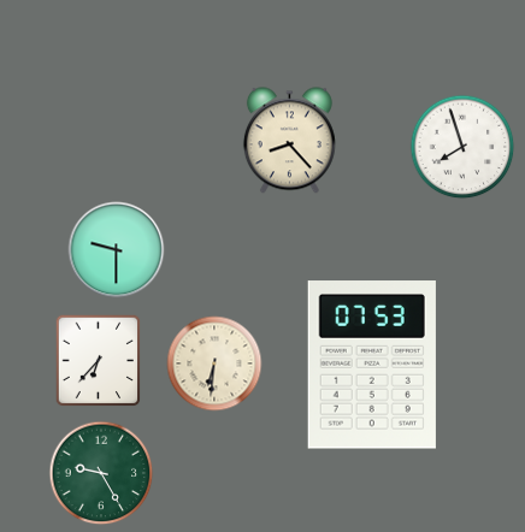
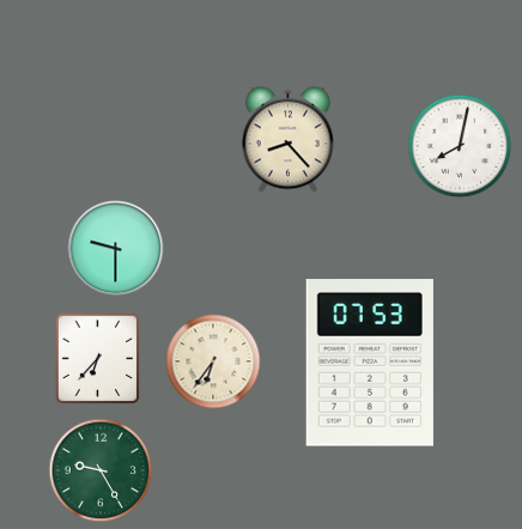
clock at (462, 147): 7:57 -> 8:02
clock at (214, 363): 6:31 -> 6:36
